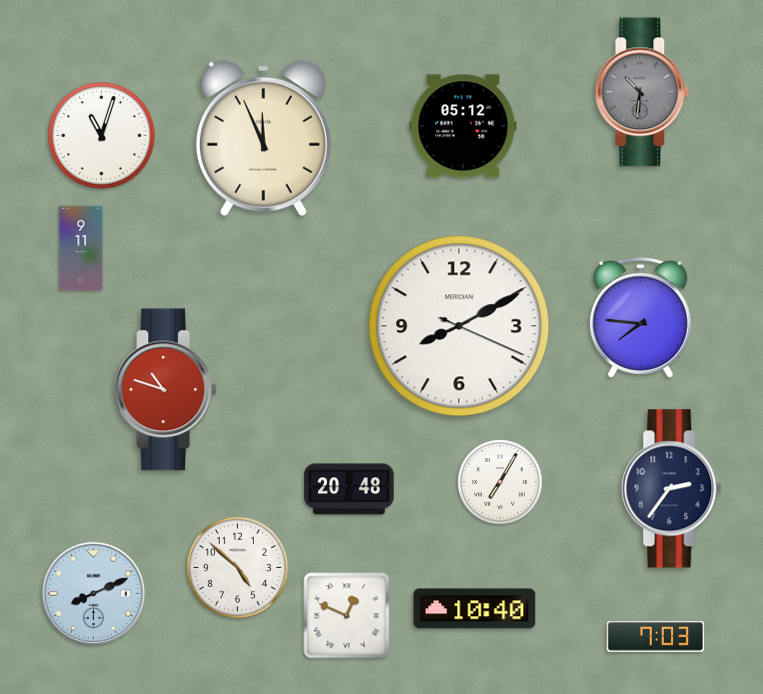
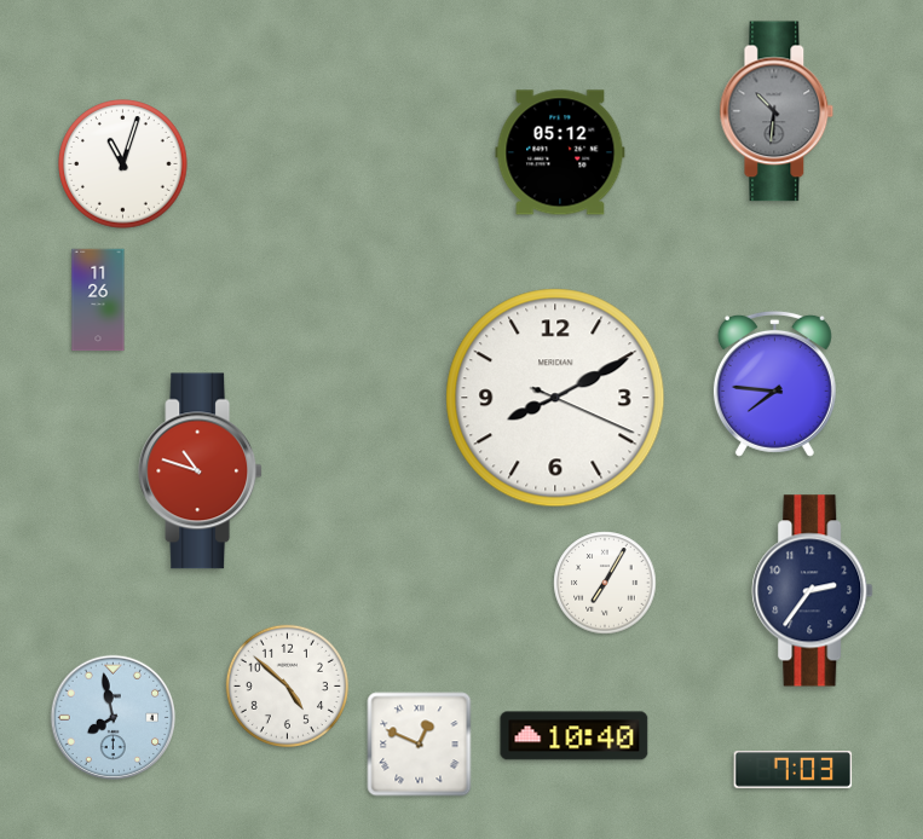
clock at (263, 139): 11:56 -> none
clock at (81, 248): 9:11 -> 11:26
clock at (459, 326) position: (459, 326) -> (555, 398)
clock at (349, 489): 20:48 -> none
clock at (94, 594): 8:11 -> 7:58
